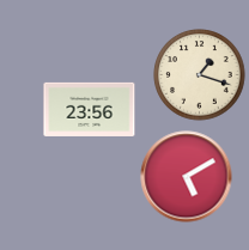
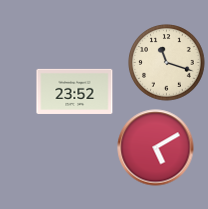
clock at (200, 75): 1:18 -> 11:18
clock at (90, 109): 23:56 -> 23:52
